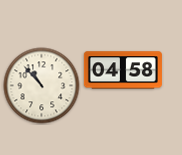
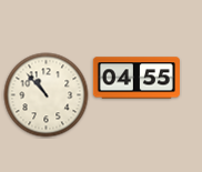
clock at (123, 70): 04:58 -> 04:55
